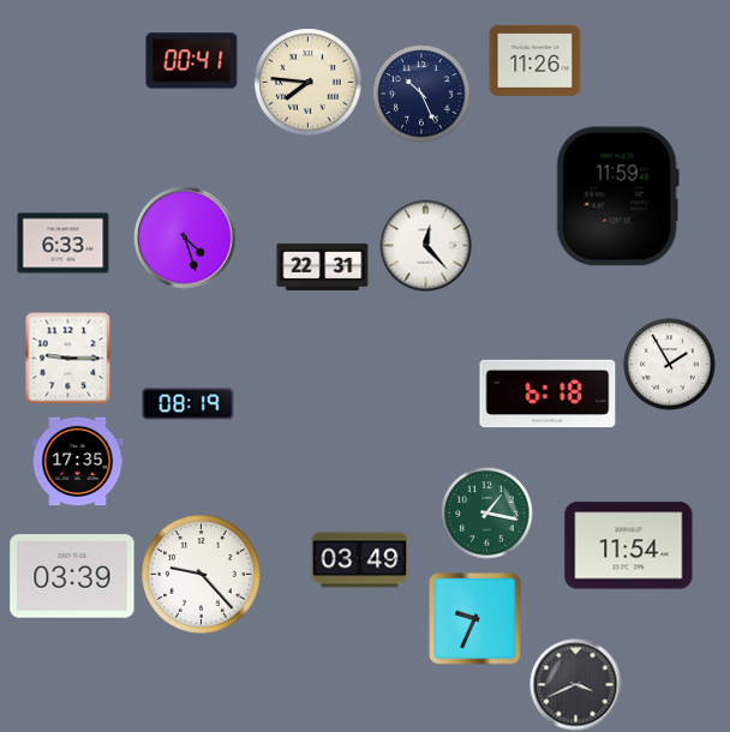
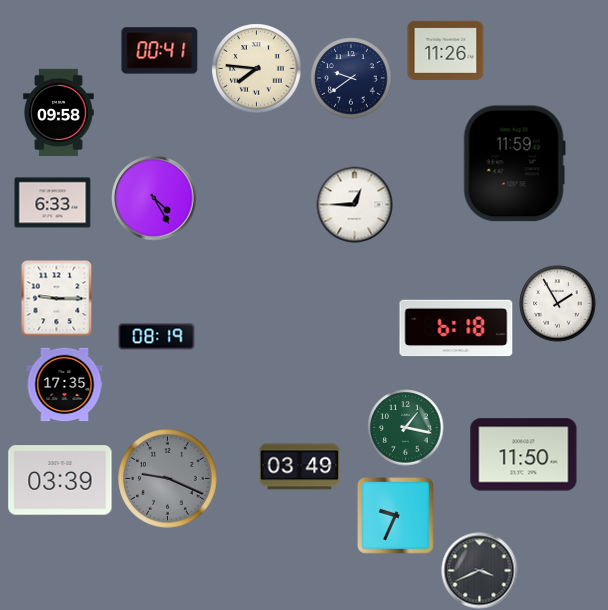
clock at (421, 94): 10:26 -> 9:39
clock at (59, 113): none -> 09:58
clock at (185, 238): 4:27 -> 4:25
clock at (426, 246): 12:23 -> 12:45
clock at (323, 266): 22:31 -> none
clock at (629, 546): 11:54 -> 11:50
clock at (202, 575): 9:23 -> 9:19
clock at (202, 575) dial: white -> grey
